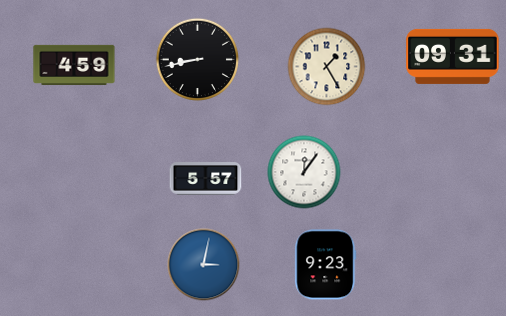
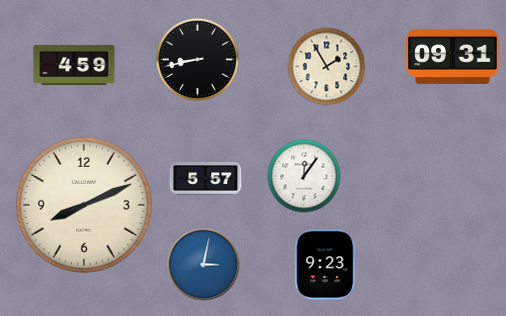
clock at (327, 67): 1:25 -> 1:55
clock at (304, 172) position: (304, 172) -> (304, 176)
clock at (84, 205): none -> 8:11
